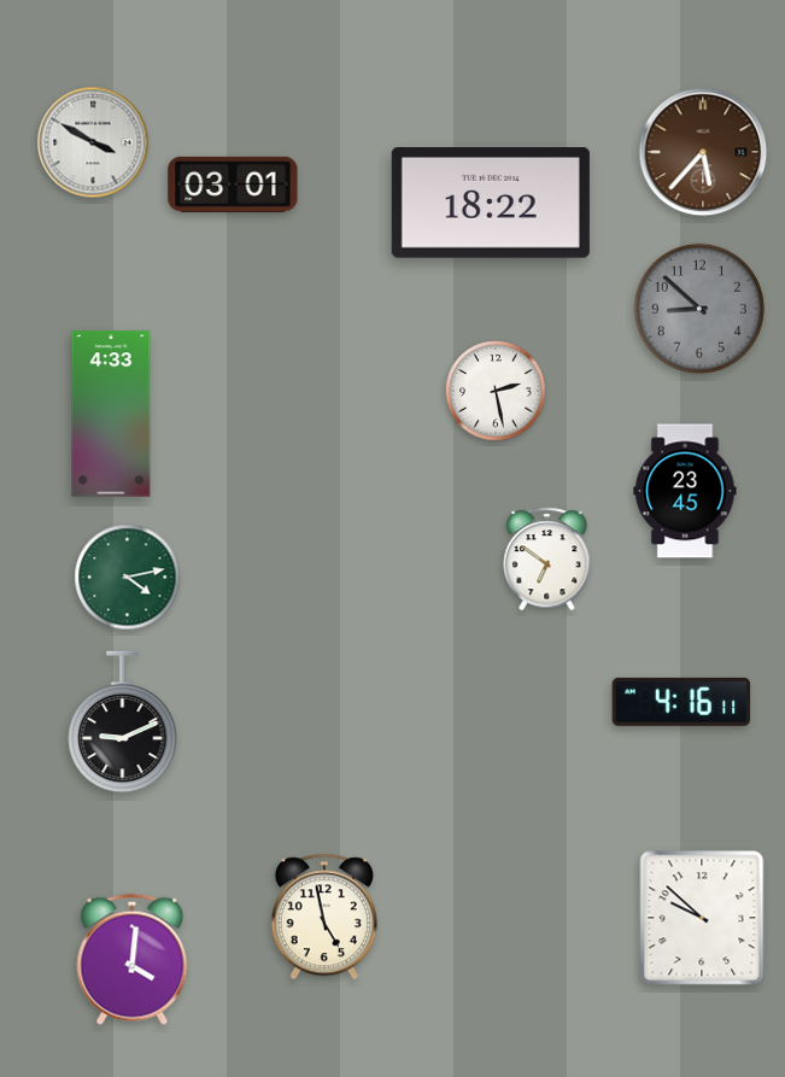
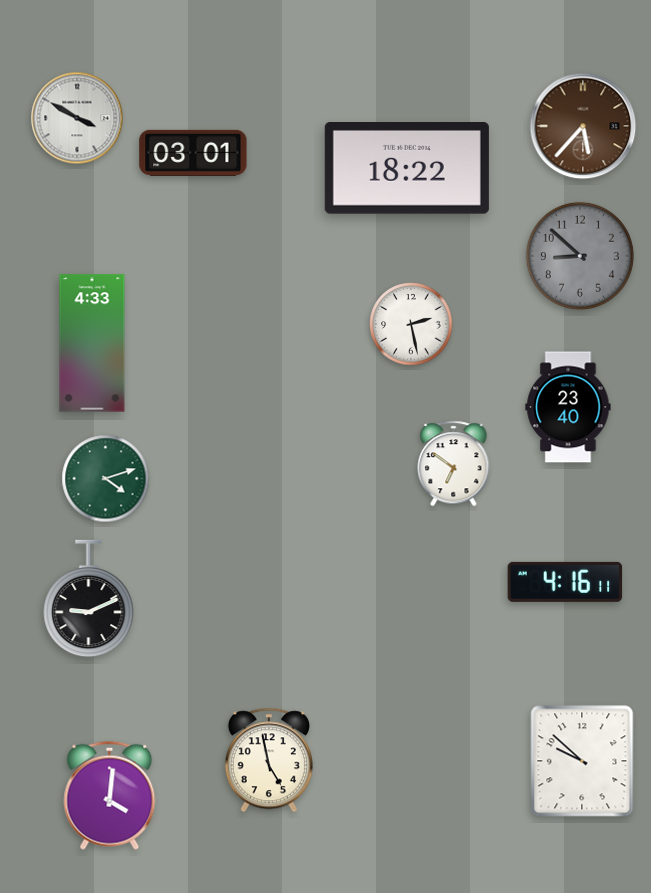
clock at (685, 491): 23:45 -> 23:40
clock at (128, 578): 4:13 -> 4:12
clock at (123, 722) position: (123, 722) -> (89, 599)
